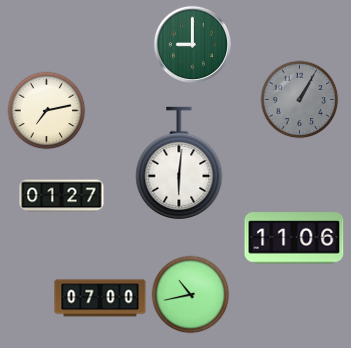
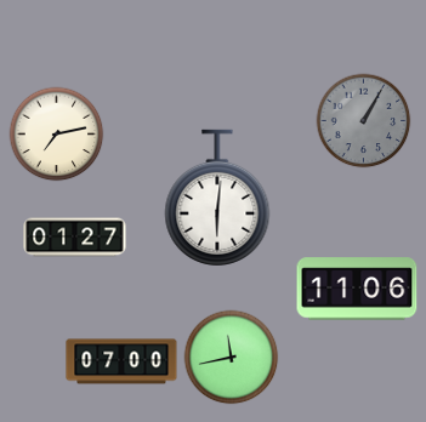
clock at (192, 44): 9:00 -> none
clock at (190, 294): 10:43 -> 11:43
